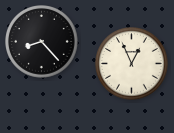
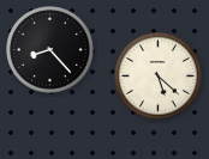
clock at (132, 64): 12:56 -> 5:22
